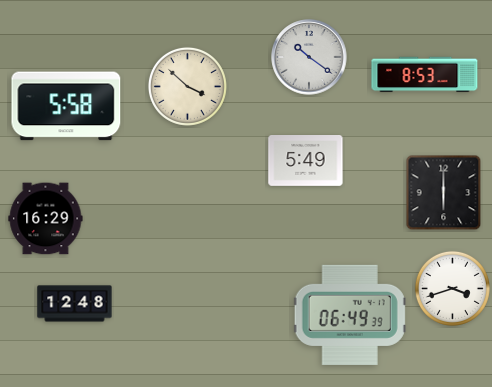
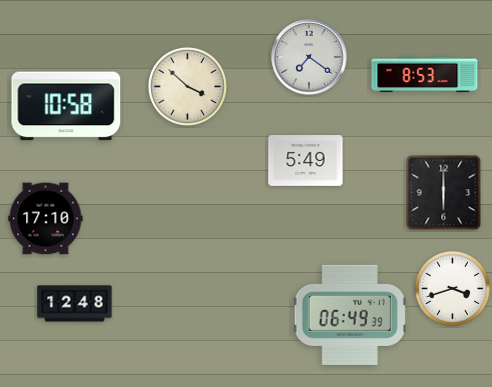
clock at (309, 57): 10:21 -> 7:21
clock at (66, 106): 5:58 -> 10:58
clock at (46, 219): 16:29 -> 17:10
